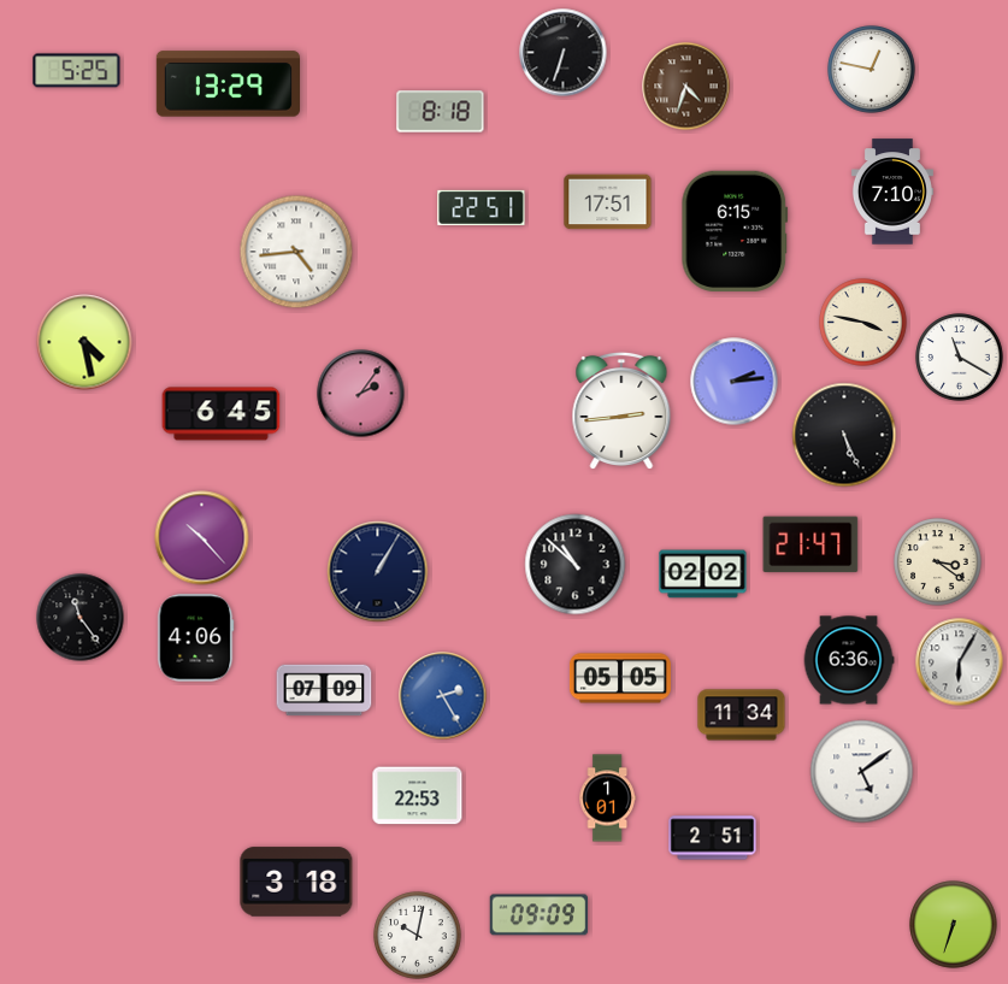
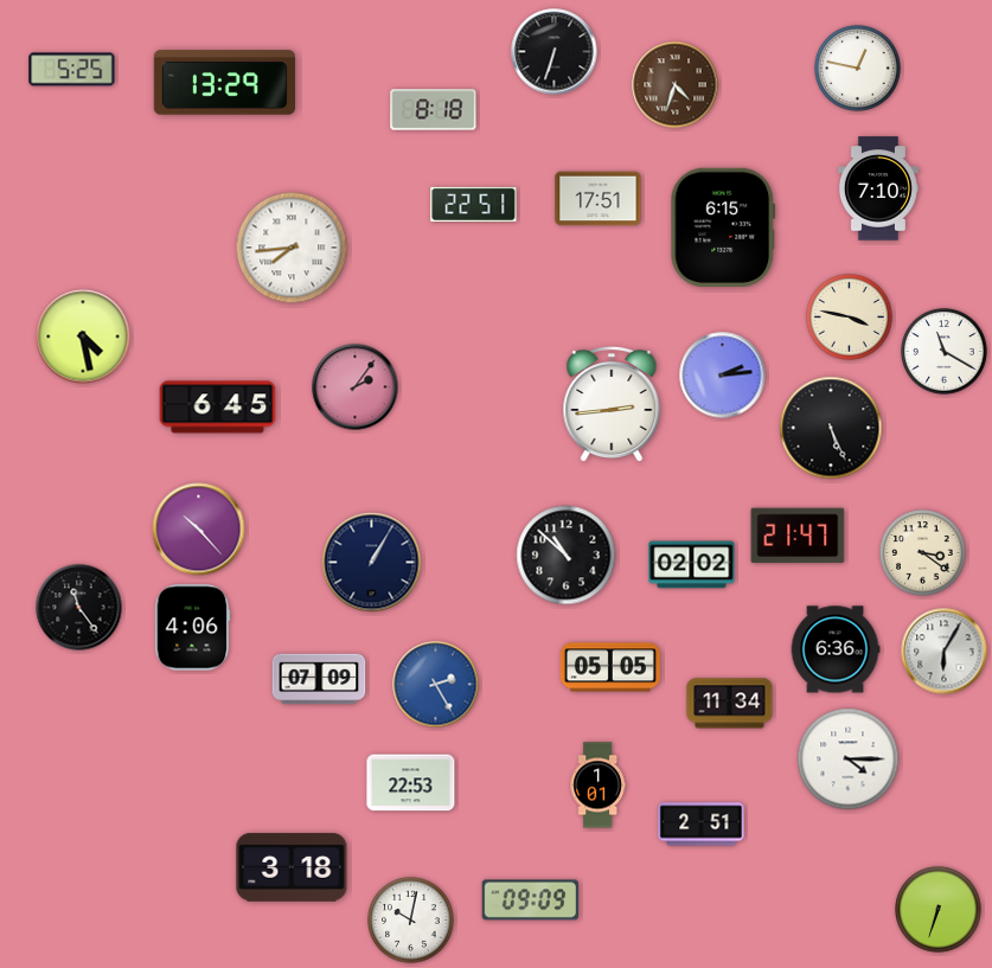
clock at (77, 71) position: (77, 71) -> (72, 70)
clock at (296, 252): 4:44 -> 7:44
clock at (862, 772): 5:09 -> 4:15
